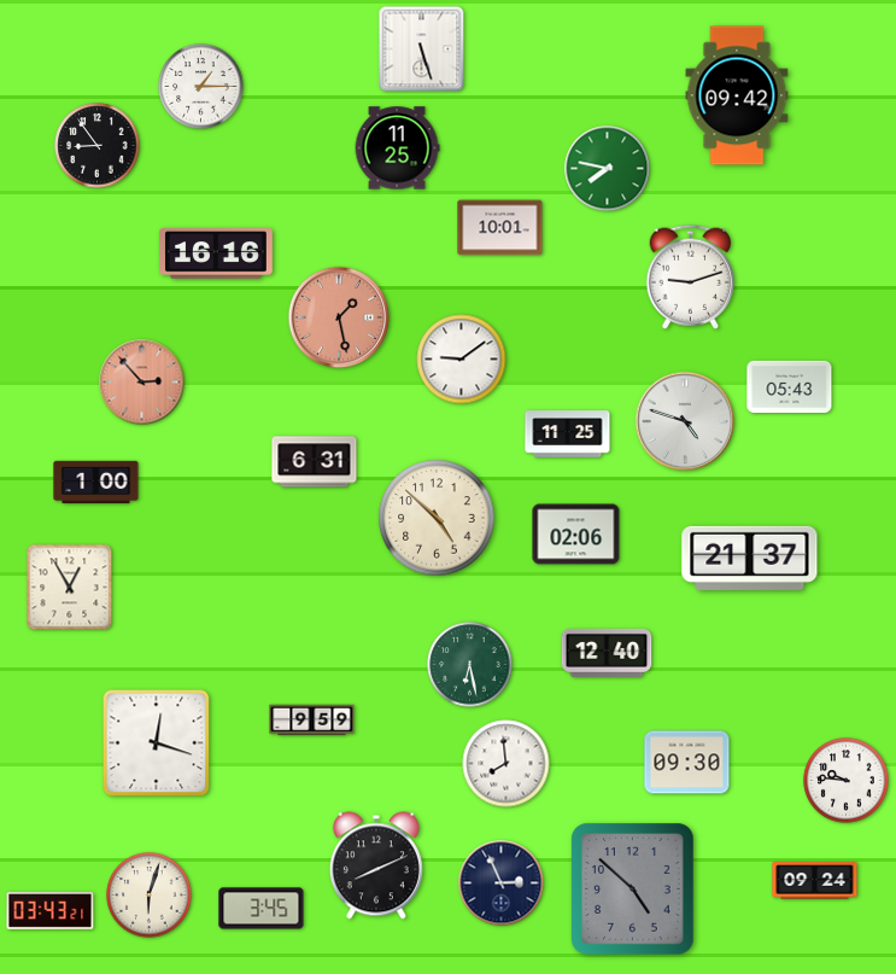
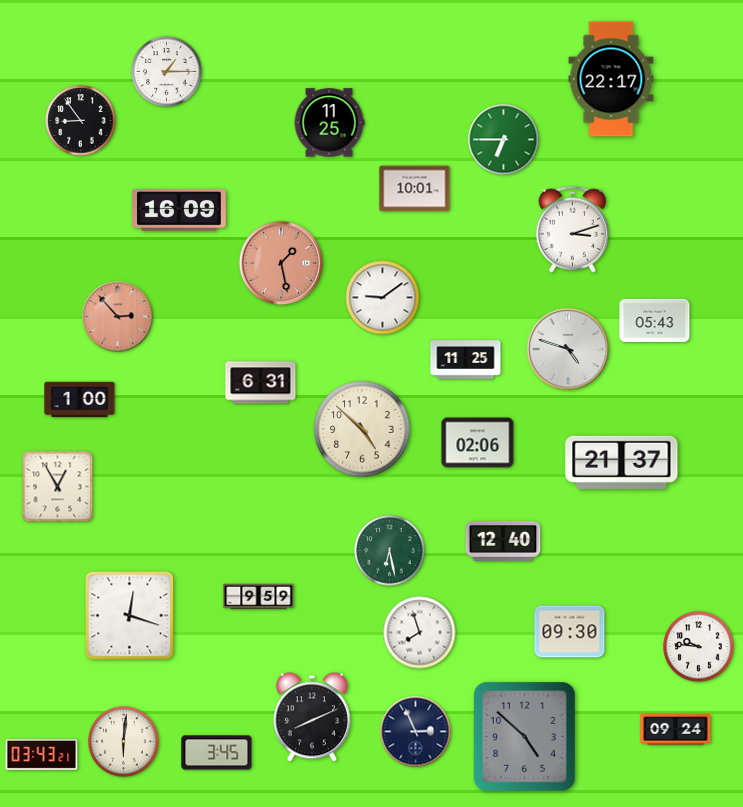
clock at (422, 49): 5:27 -> none
clock at (737, 95): 09:42 -> 22:17
clock at (608, 169): 7:47 -> 6:45
clock at (217, 255): 16:16 -> 16:09
clock at (691, 276): 9:12 -> 3:12
clock at (568, 434) position: (568, 434) -> (466, 360)
clock at (506, 764): 7:59 -> 7:57
clock at (847, 781) position: (847, 781) -> (699, 647)
clock at (150, 896): 6:03 -> 6:01
